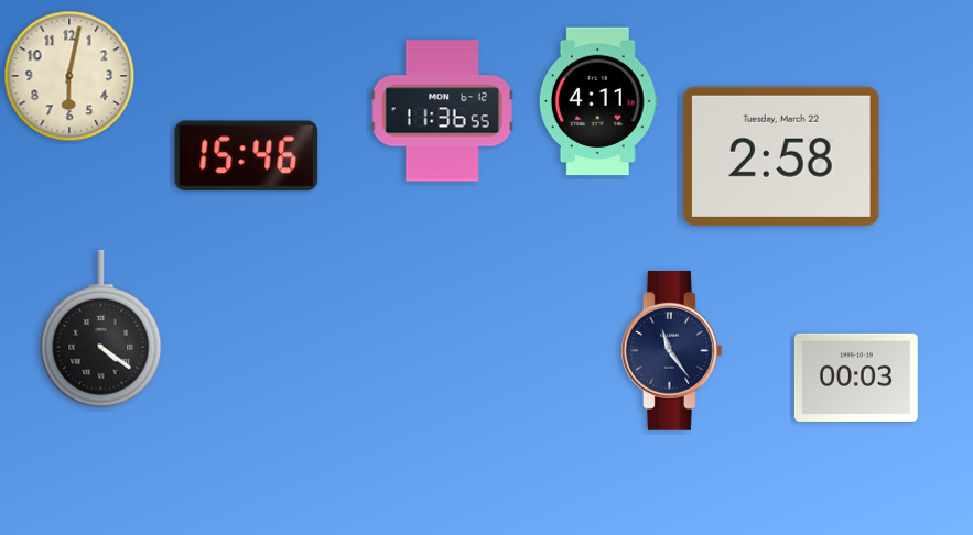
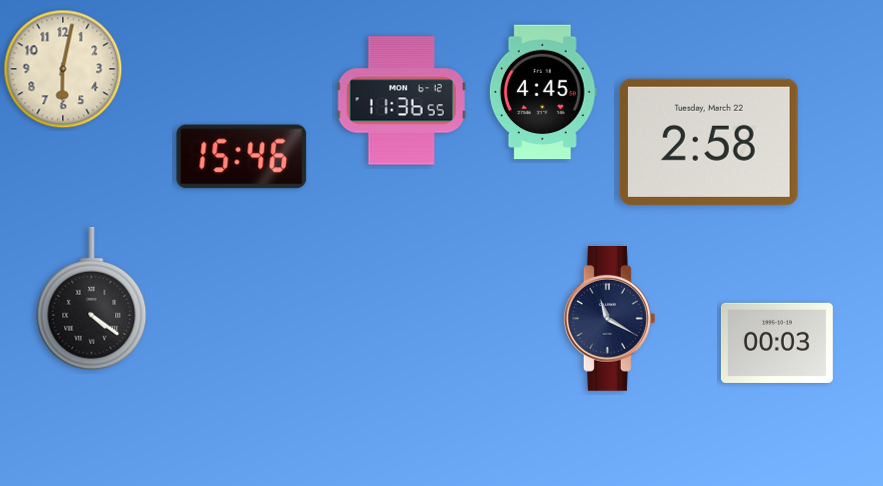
clock at (598, 101): 4:11 -> 4:45
clock at (247, 156) position: (247, 156) -> (242, 157)
clock at (671, 351): 11:24 -> 11:20
